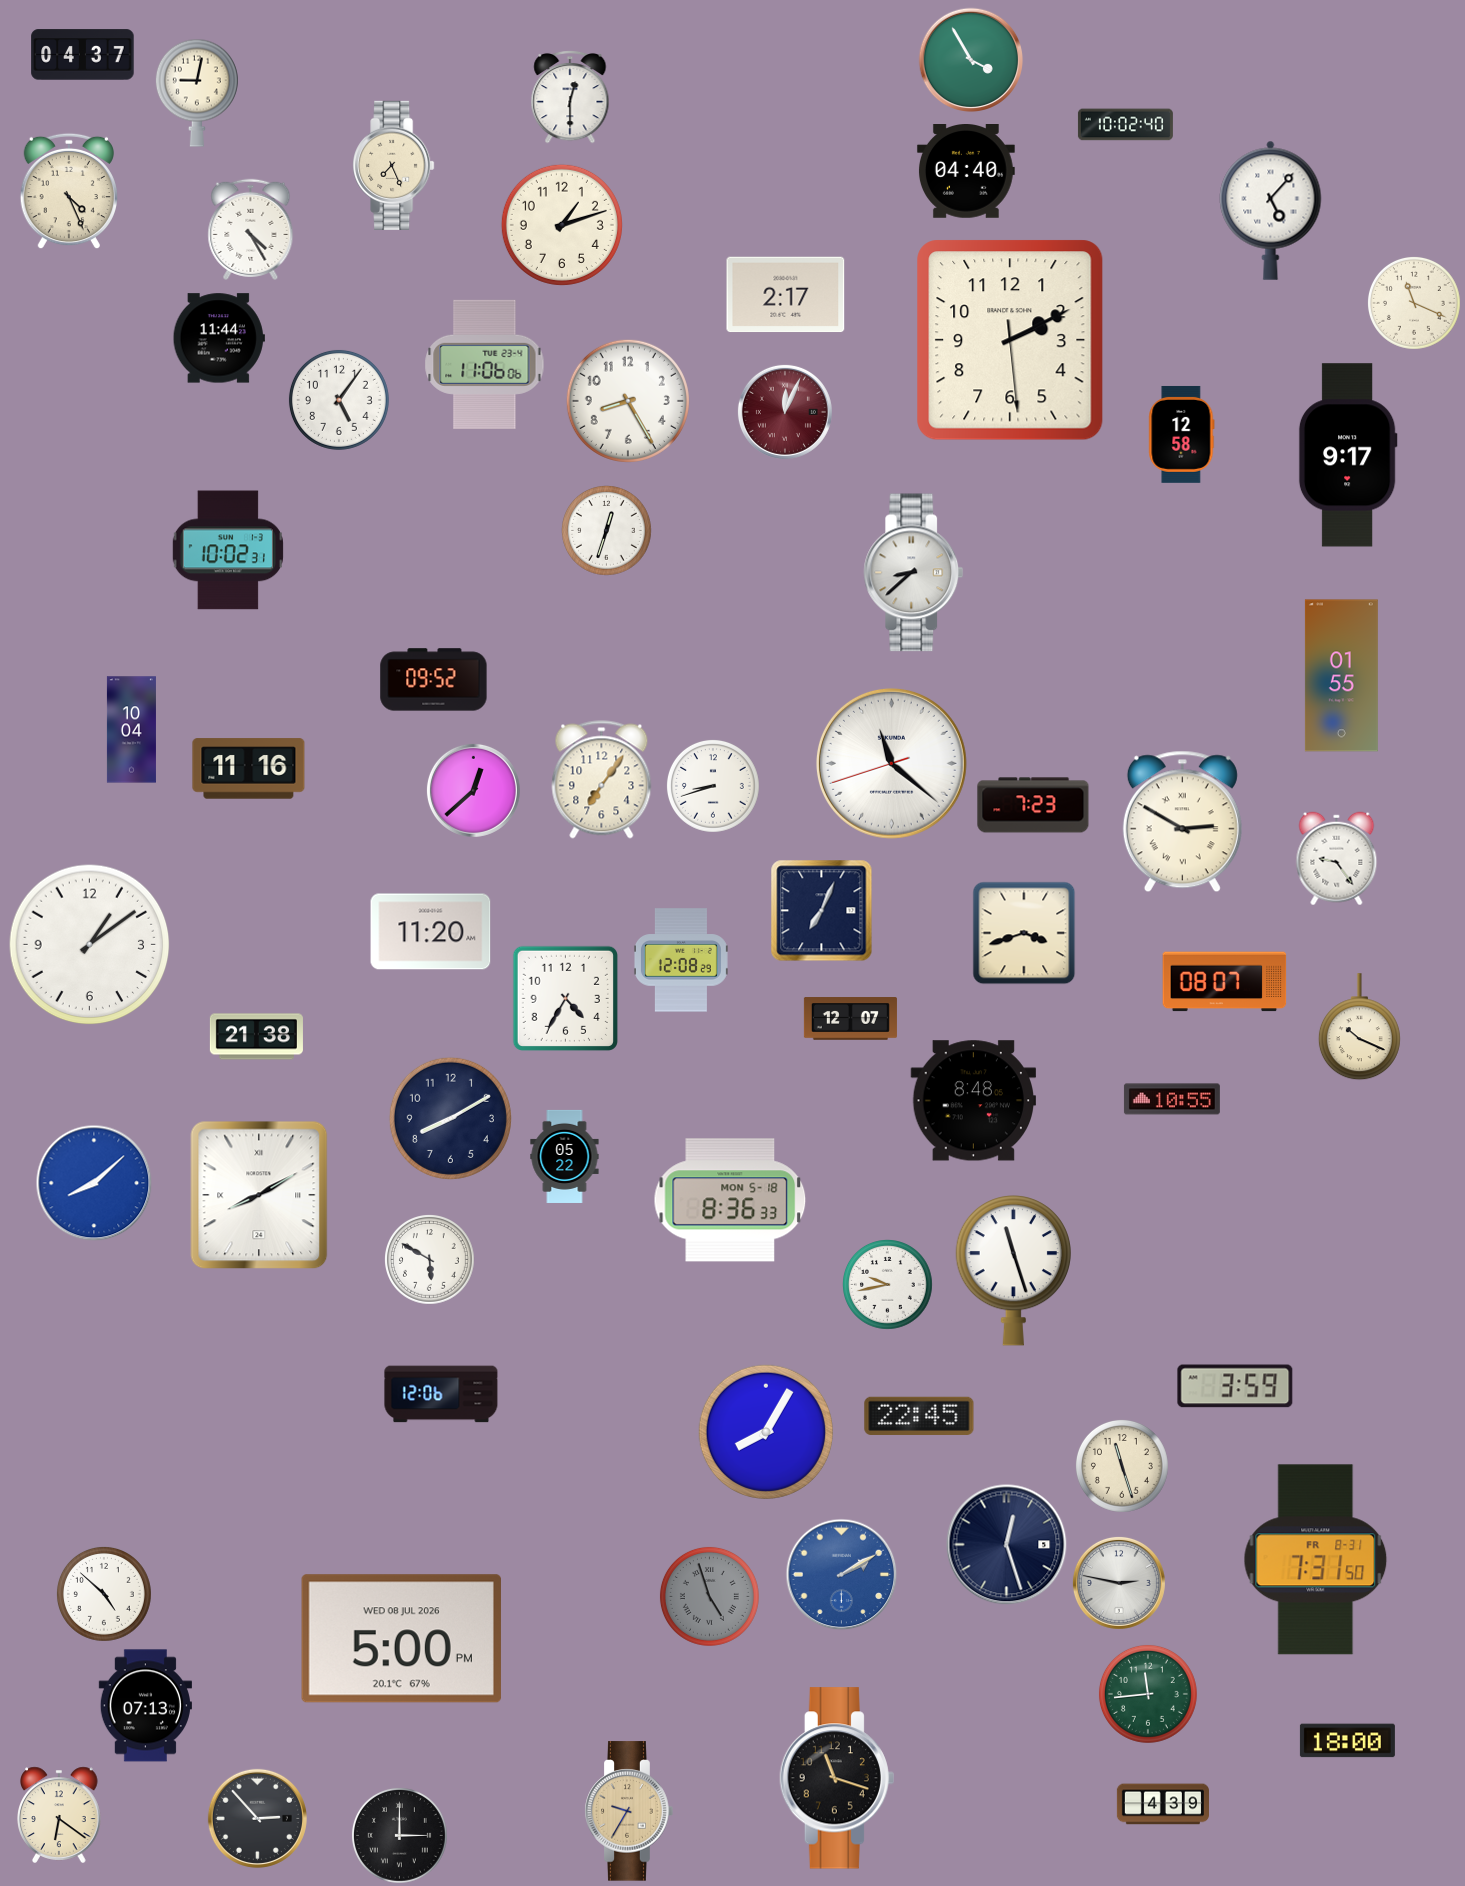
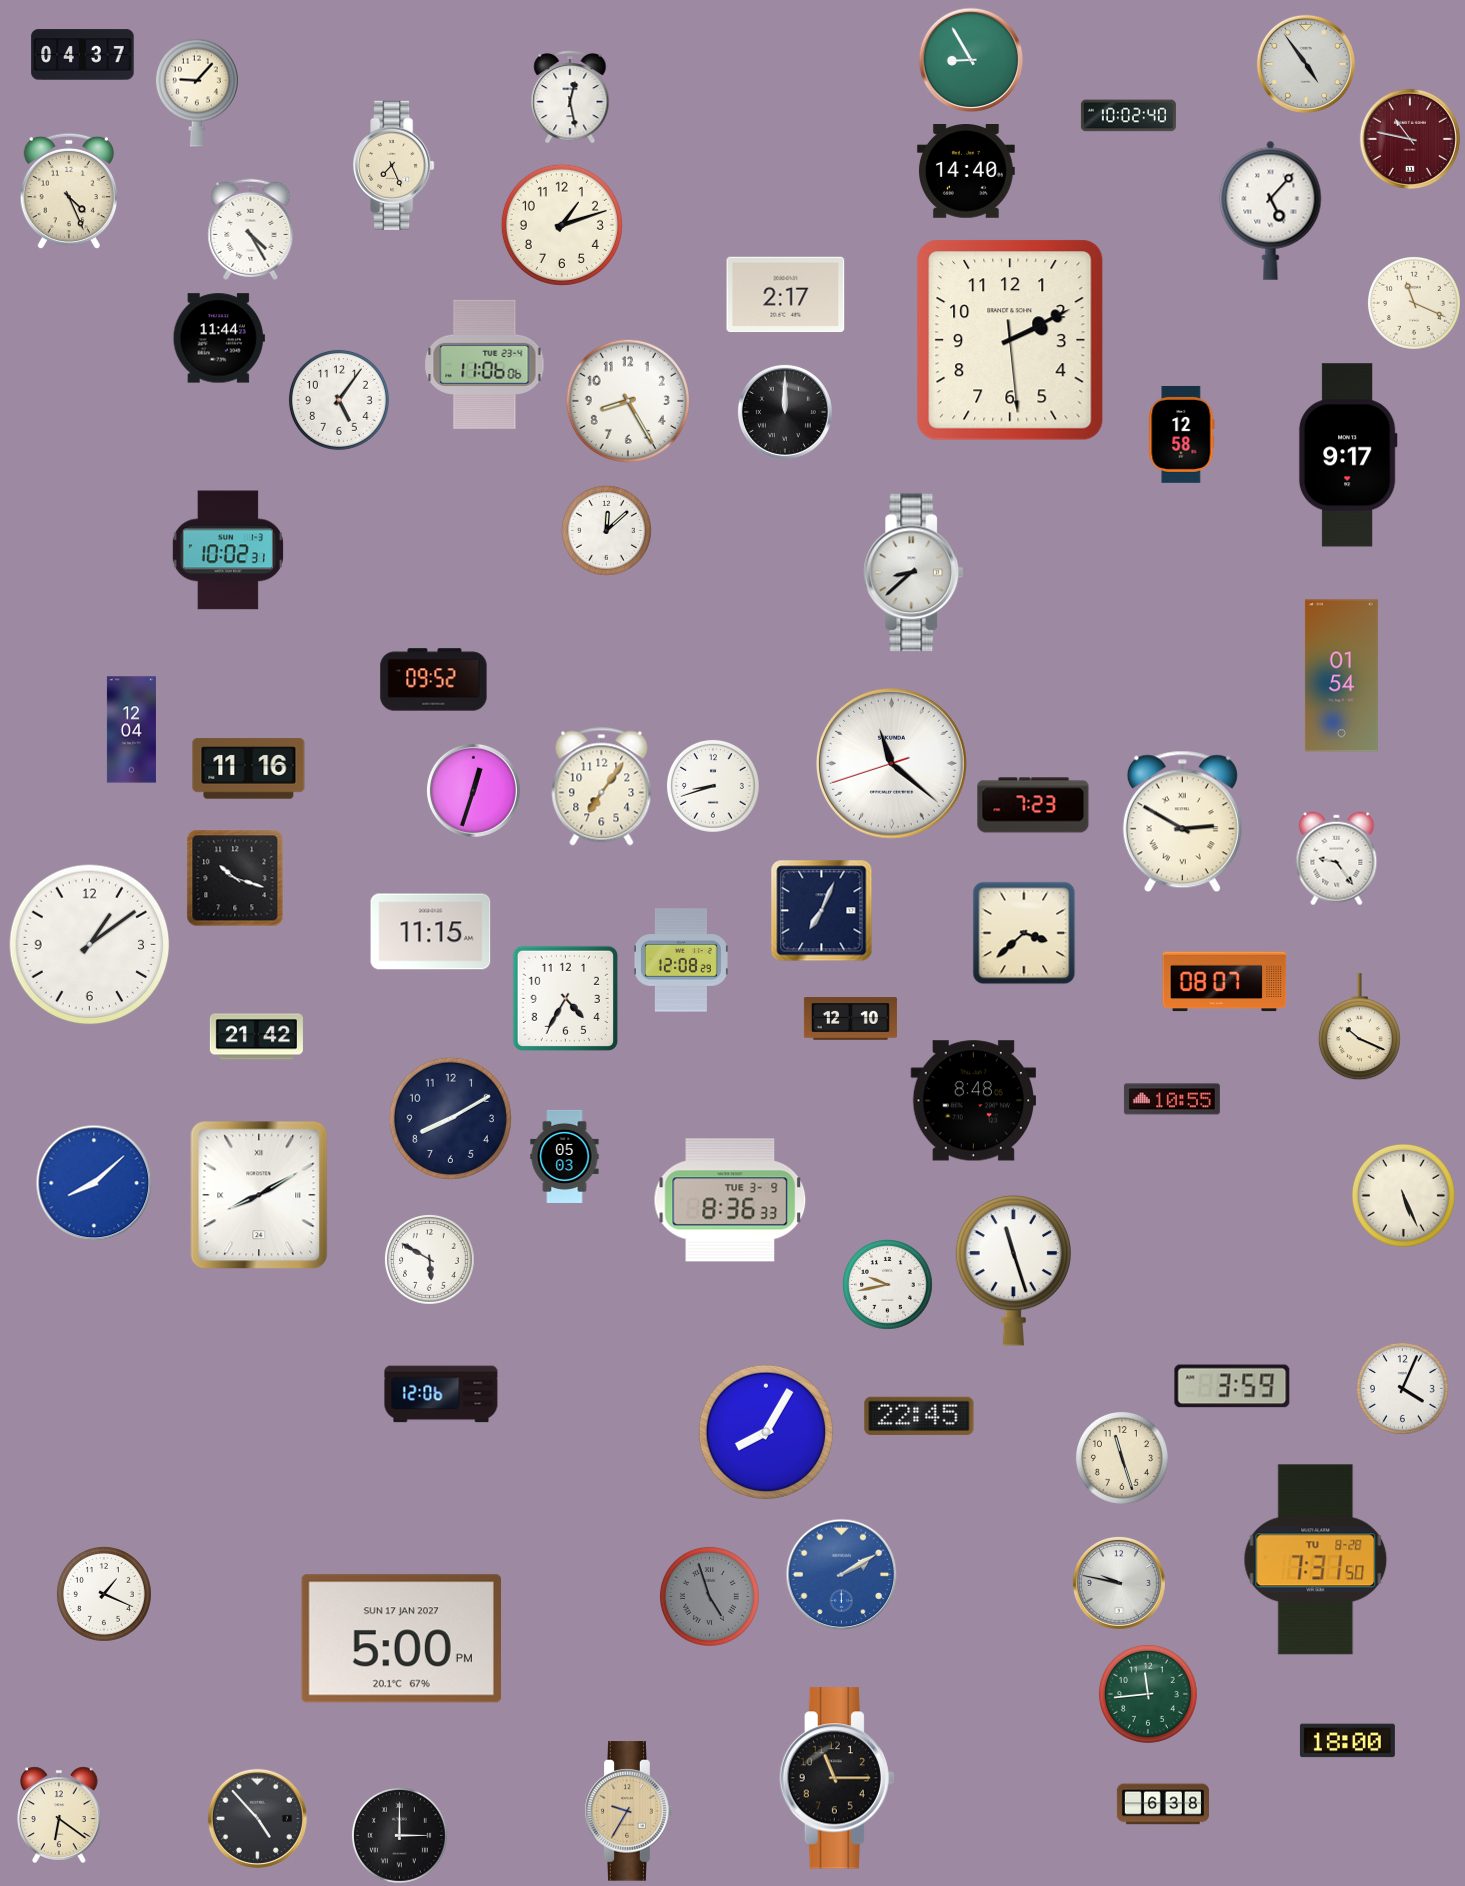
clock at (971, 60): 3:55 -> 8:55
clock at (1306, 64): none -> 4:54
clock at (197, 93): 9:02 -> 9:07
clock at (570, 97): 12:30 -> 12:28
clock at (1125, 125) position: (1125, 125) -> (1128, 116)
clock at (1410, 139): none -> 10:47
clock at (966, 172): 04:40 -> 14:40
clock at (785, 412): 12:04 -> 12:00
clock at (785, 412) dial: burgundy -> black
clock at (607, 531): 12:33 -> 12:08
clock at (1341, 676): 01:55 -> 01:54
clock at (131, 730): 10:04 -> 12:04
clock at (602, 780) position: (602, 780) -> (602, 787)
clock at (473, 790): 12:38 -> 12:33
clock at (235, 878): none -> 10:18
clock at (431, 932): 11:20 -> 11:15
clock at (1024, 933): 3:42 -> 3:38
clock at (850, 1019): 12:07 -> 12:10
clock at (256, 1037): 21:38 -> 21:42
clock at (565, 1156): 05:22 -> 05:03
clock at (1403, 1195): none -> 5:26
clock at (730, 1200) date: MON 5-18 -> TUE 3-9
clock at (1235, 1386) position: (1235, 1386) -> (1232, 1386)
clock at (1403, 1389): none -> 4:04
clock at (1122, 1466) position: (1122, 1466) -> (1122, 1458)
clock at (1007, 1545): 12:27 -> none
clock at (1316, 1560) date: FR 8-31 -> TU 8-28
clock at (1119, 1583): 2:47 -> 9:47
clock at (104, 1594): 4:52 -> 1:19
clock at (401, 1639) date: WED 08 JUL 2026 -> SUN 17 JAN 2027
clock at (145, 1706): 07:13 -> none
clock at (837, 1778): 11:18 -> 11:15
clock at (1163, 1804): 4:39 -> 6:38
clock at (257, 1818): 2:53 -> 4:53
